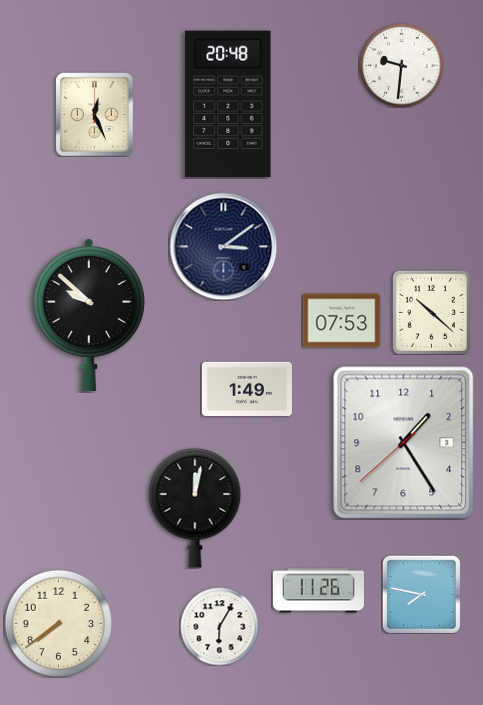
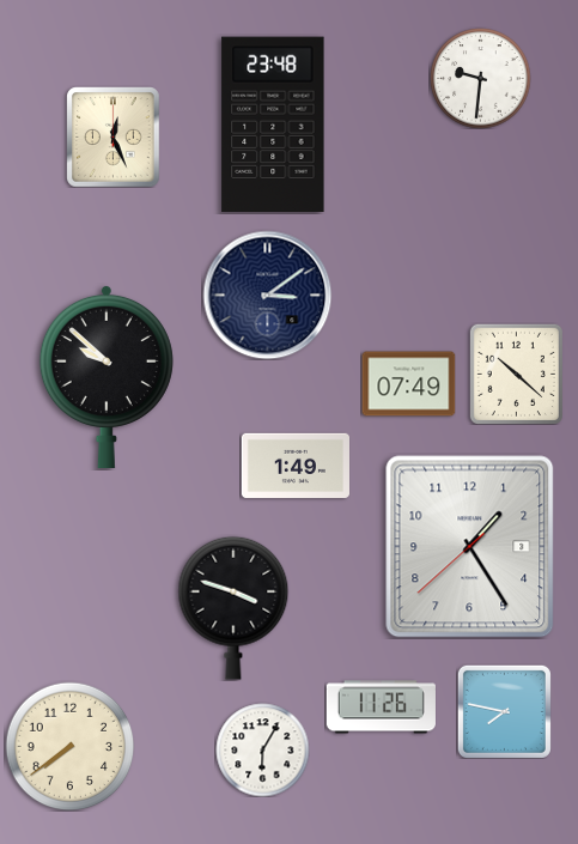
clock at (228, 104): 20:48 -> 23:48
clock at (341, 321): 07:53 -> 07:49
clock at (404, 443) position: (404, 443) -> (470, 547)
clock at (195, 508): 12:02 -> 3:48
